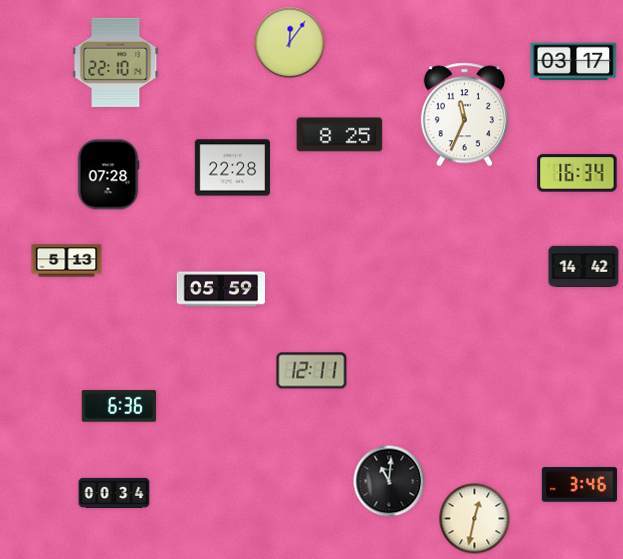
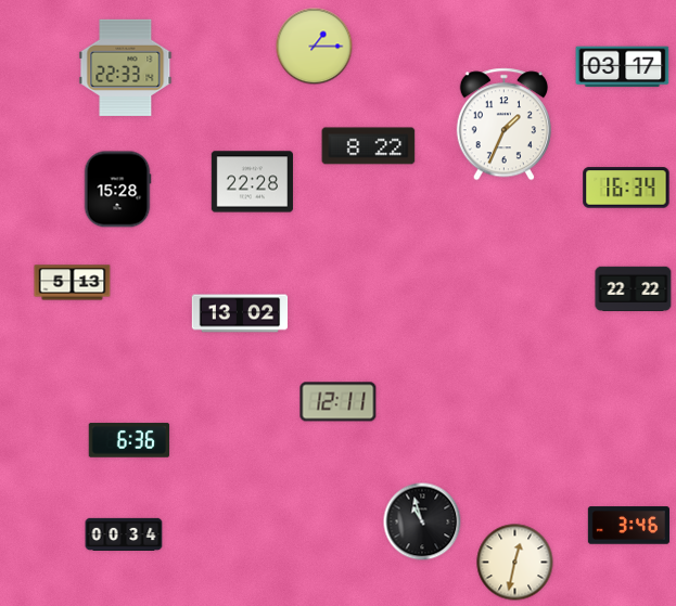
clock at (290, 43): 12:06 -> 1:15
clock at (116, 62): 22:10 -> 22:33
clock at (464, 115): 11:34 -> 1:34
clock at (340, 135): 8:25 -> 8:22
clock at (108, 175): 07:28 -> 15:28
clock at (584, 266): 14:42 -> 22:22
clock at (221, 289): 05:59 -> 13:02
clock at (389, 481): 11:01 -> 10:57
